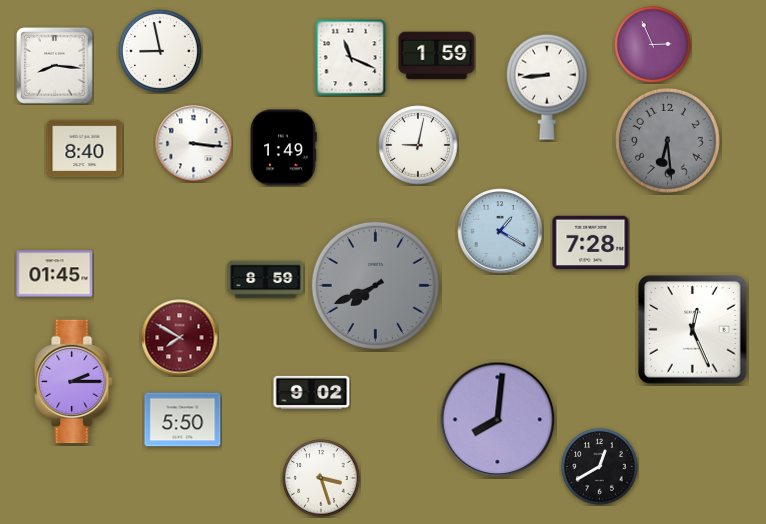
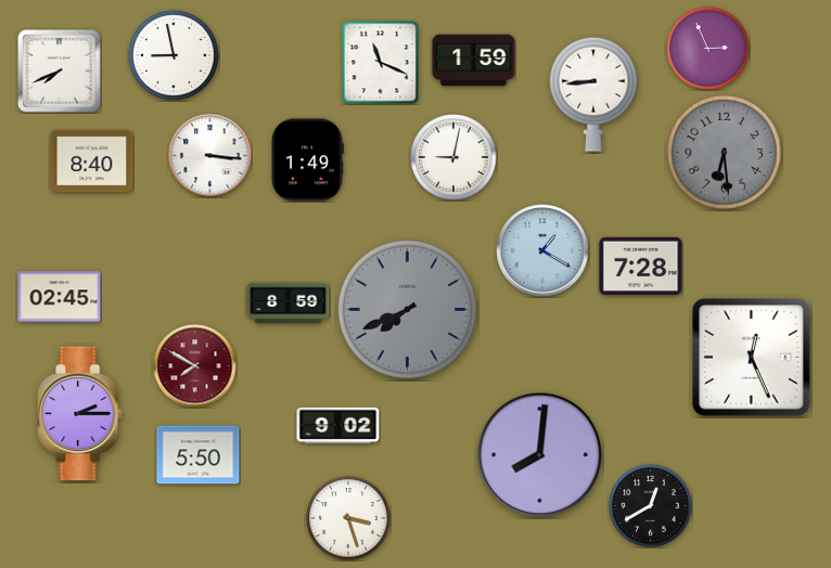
clock at (54, 65): 8:16 -> 7:41
clock at (591, 243) position: (591, 243) -> (641, 267)
clock at (55, 274): 01:45 -> 02:45
